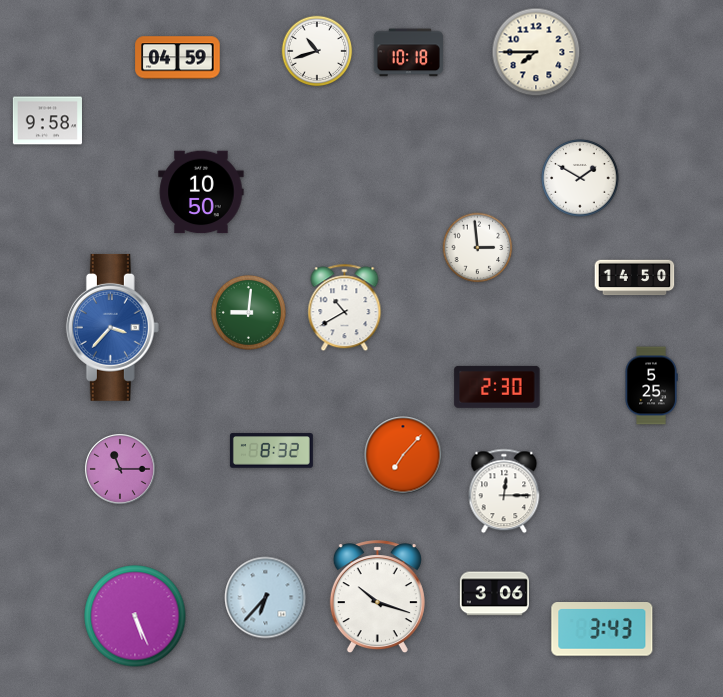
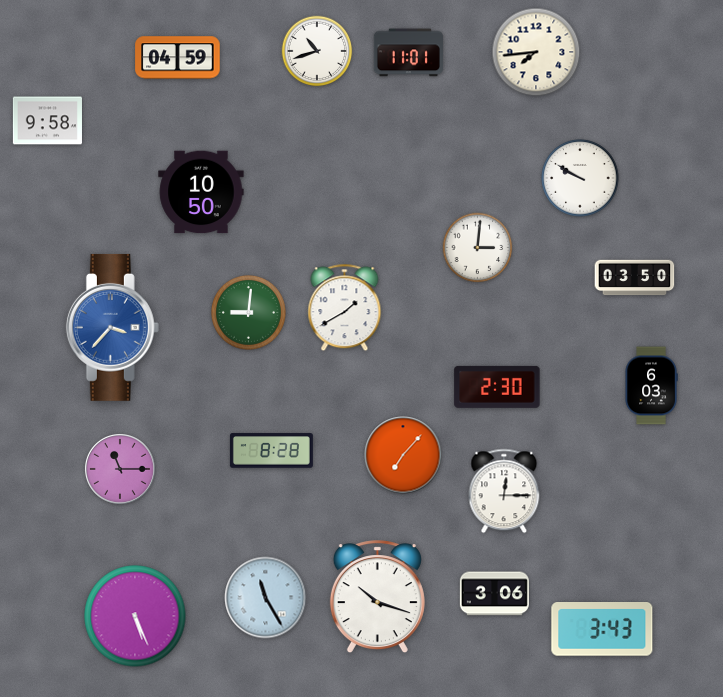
clock at (536, 52): 7:45 -> 7:44
clock at (408, 53): 10:18 -> 11:01
clock at (580, 178): 1:50 -> 9:50
clock at (478, 248): 2:59 -> 3:01
clock at (635, 278): 14:50 -> 03:50
clock at (345, 308): 10:40 -> 1:40
clock at (651, 386): 5:25 -> 6:03
clock at (271, 451): 8:32 -> 8:28
clock at (266, 598): 6:37 -> 11:25
